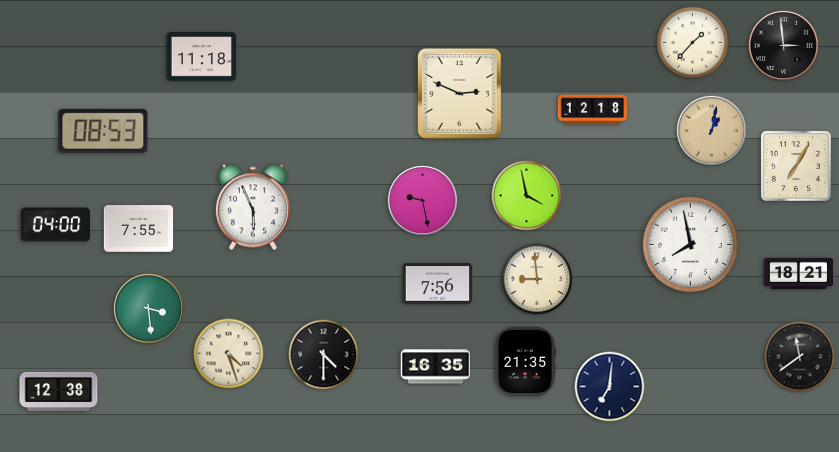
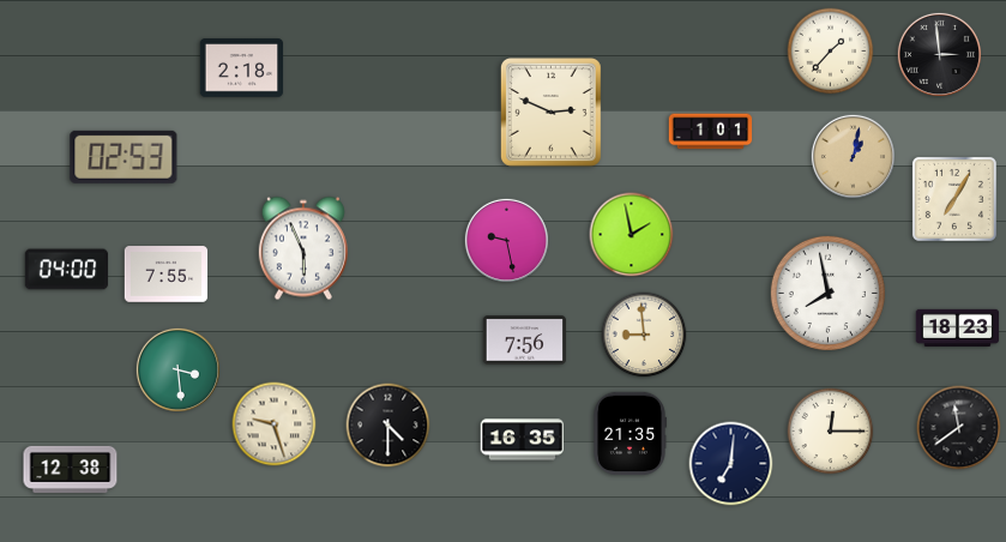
clock at (202, 57): 11:18 -> 2:18
clock at (593, 110): 12:18 -> 1:01
clock at (103, 131): 08:53 -> 02:53
clock at (527, 196): 3:58 -> 1:58
clock at (799, 273): 18:21 -> 18:23
clock at (229, 354): 4:27 -> 9:27
clock at (831, 432): none -> 12:15
